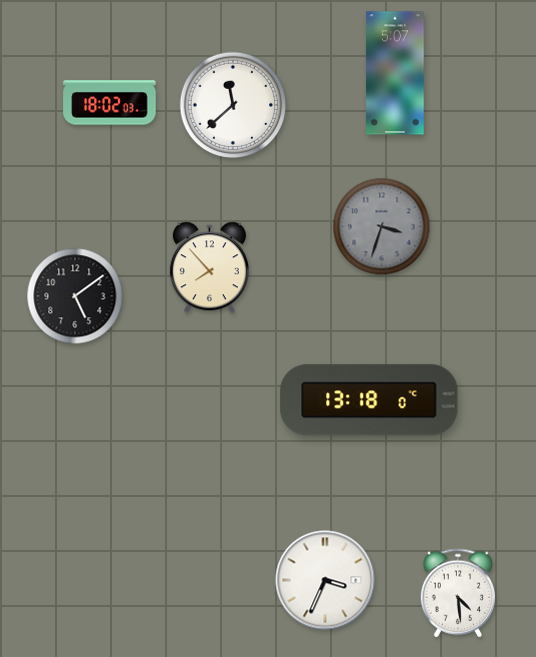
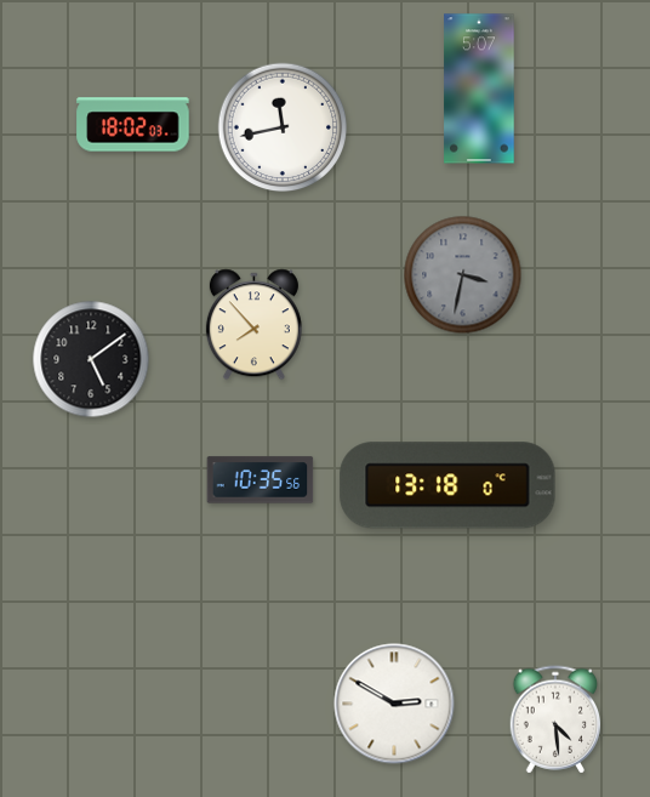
clock at (233, 105): 11:38 -> 11:43
clock at (382, 227): 3:33 -> 3:32
clock at (261, 480): none -> 10:35
clock at (325, 580): 3:34 -> 2:50
